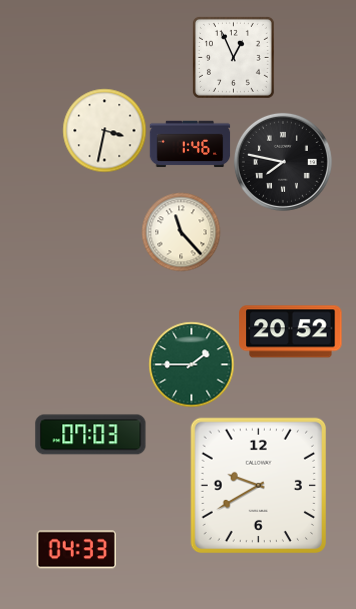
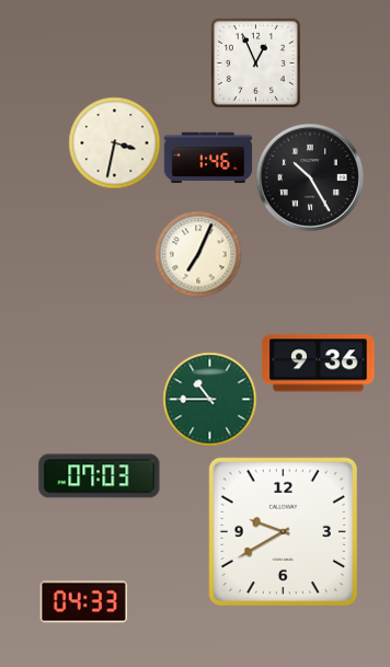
clock at (283, 162): 7:47 -> 10:25
clock at (181, 232): 11:23 -> 7:04
clock at (291, 332): 20:52 -> 9:36
clock at (191, 364): 1:45 -> 10:45
